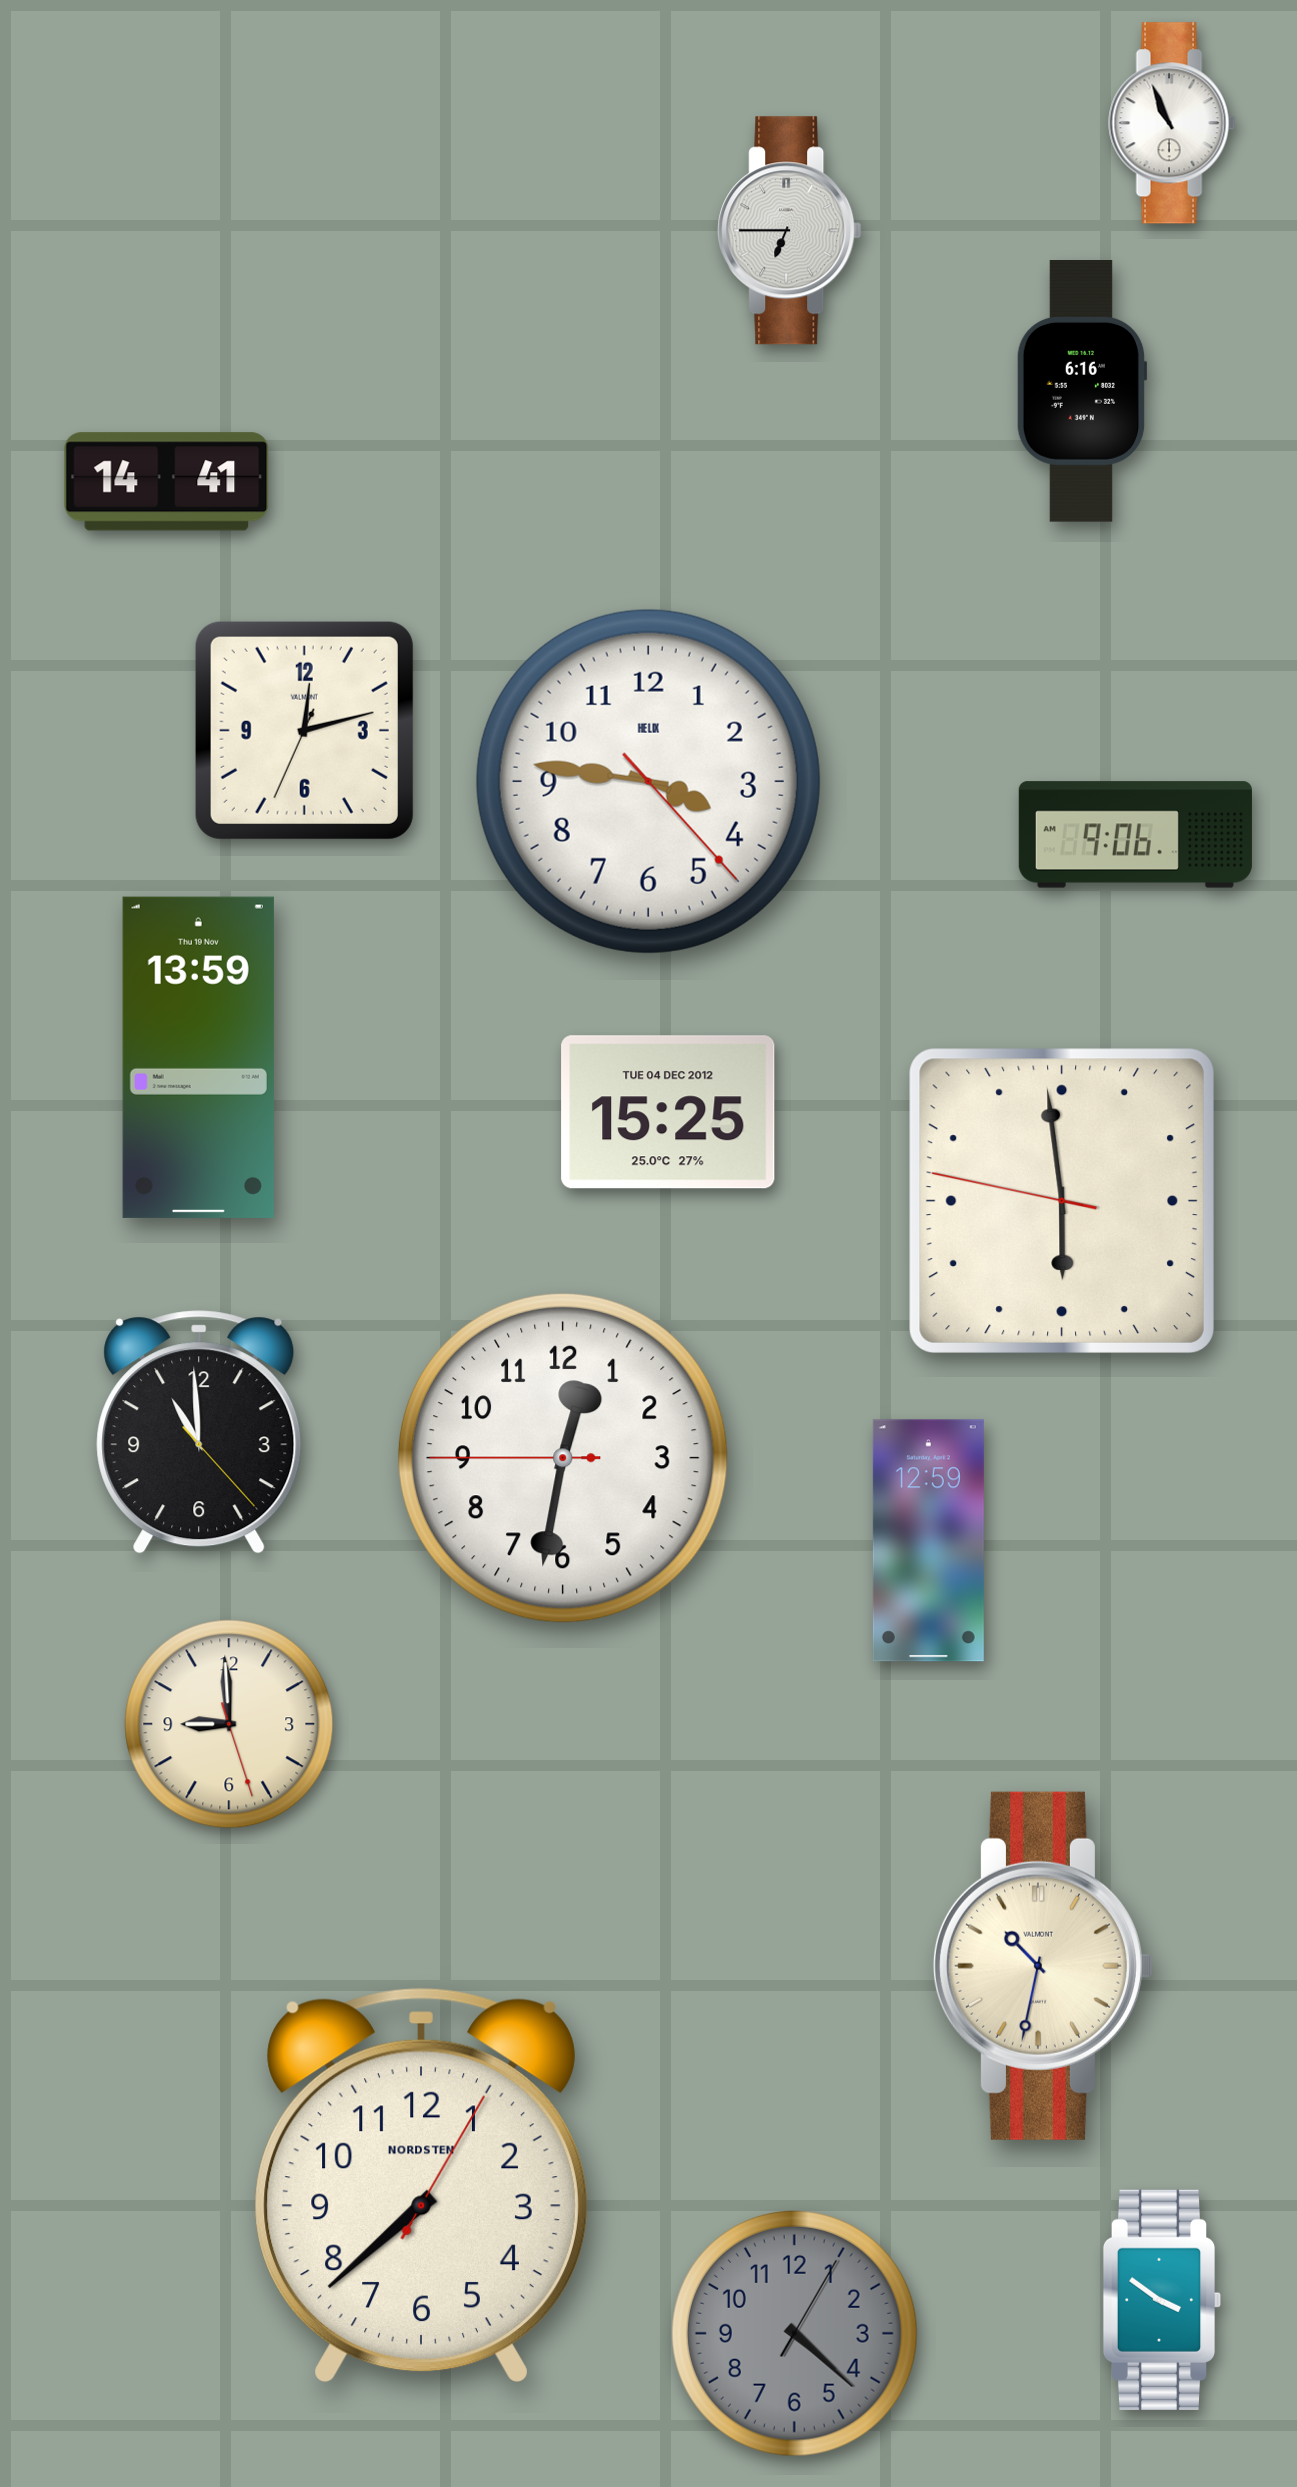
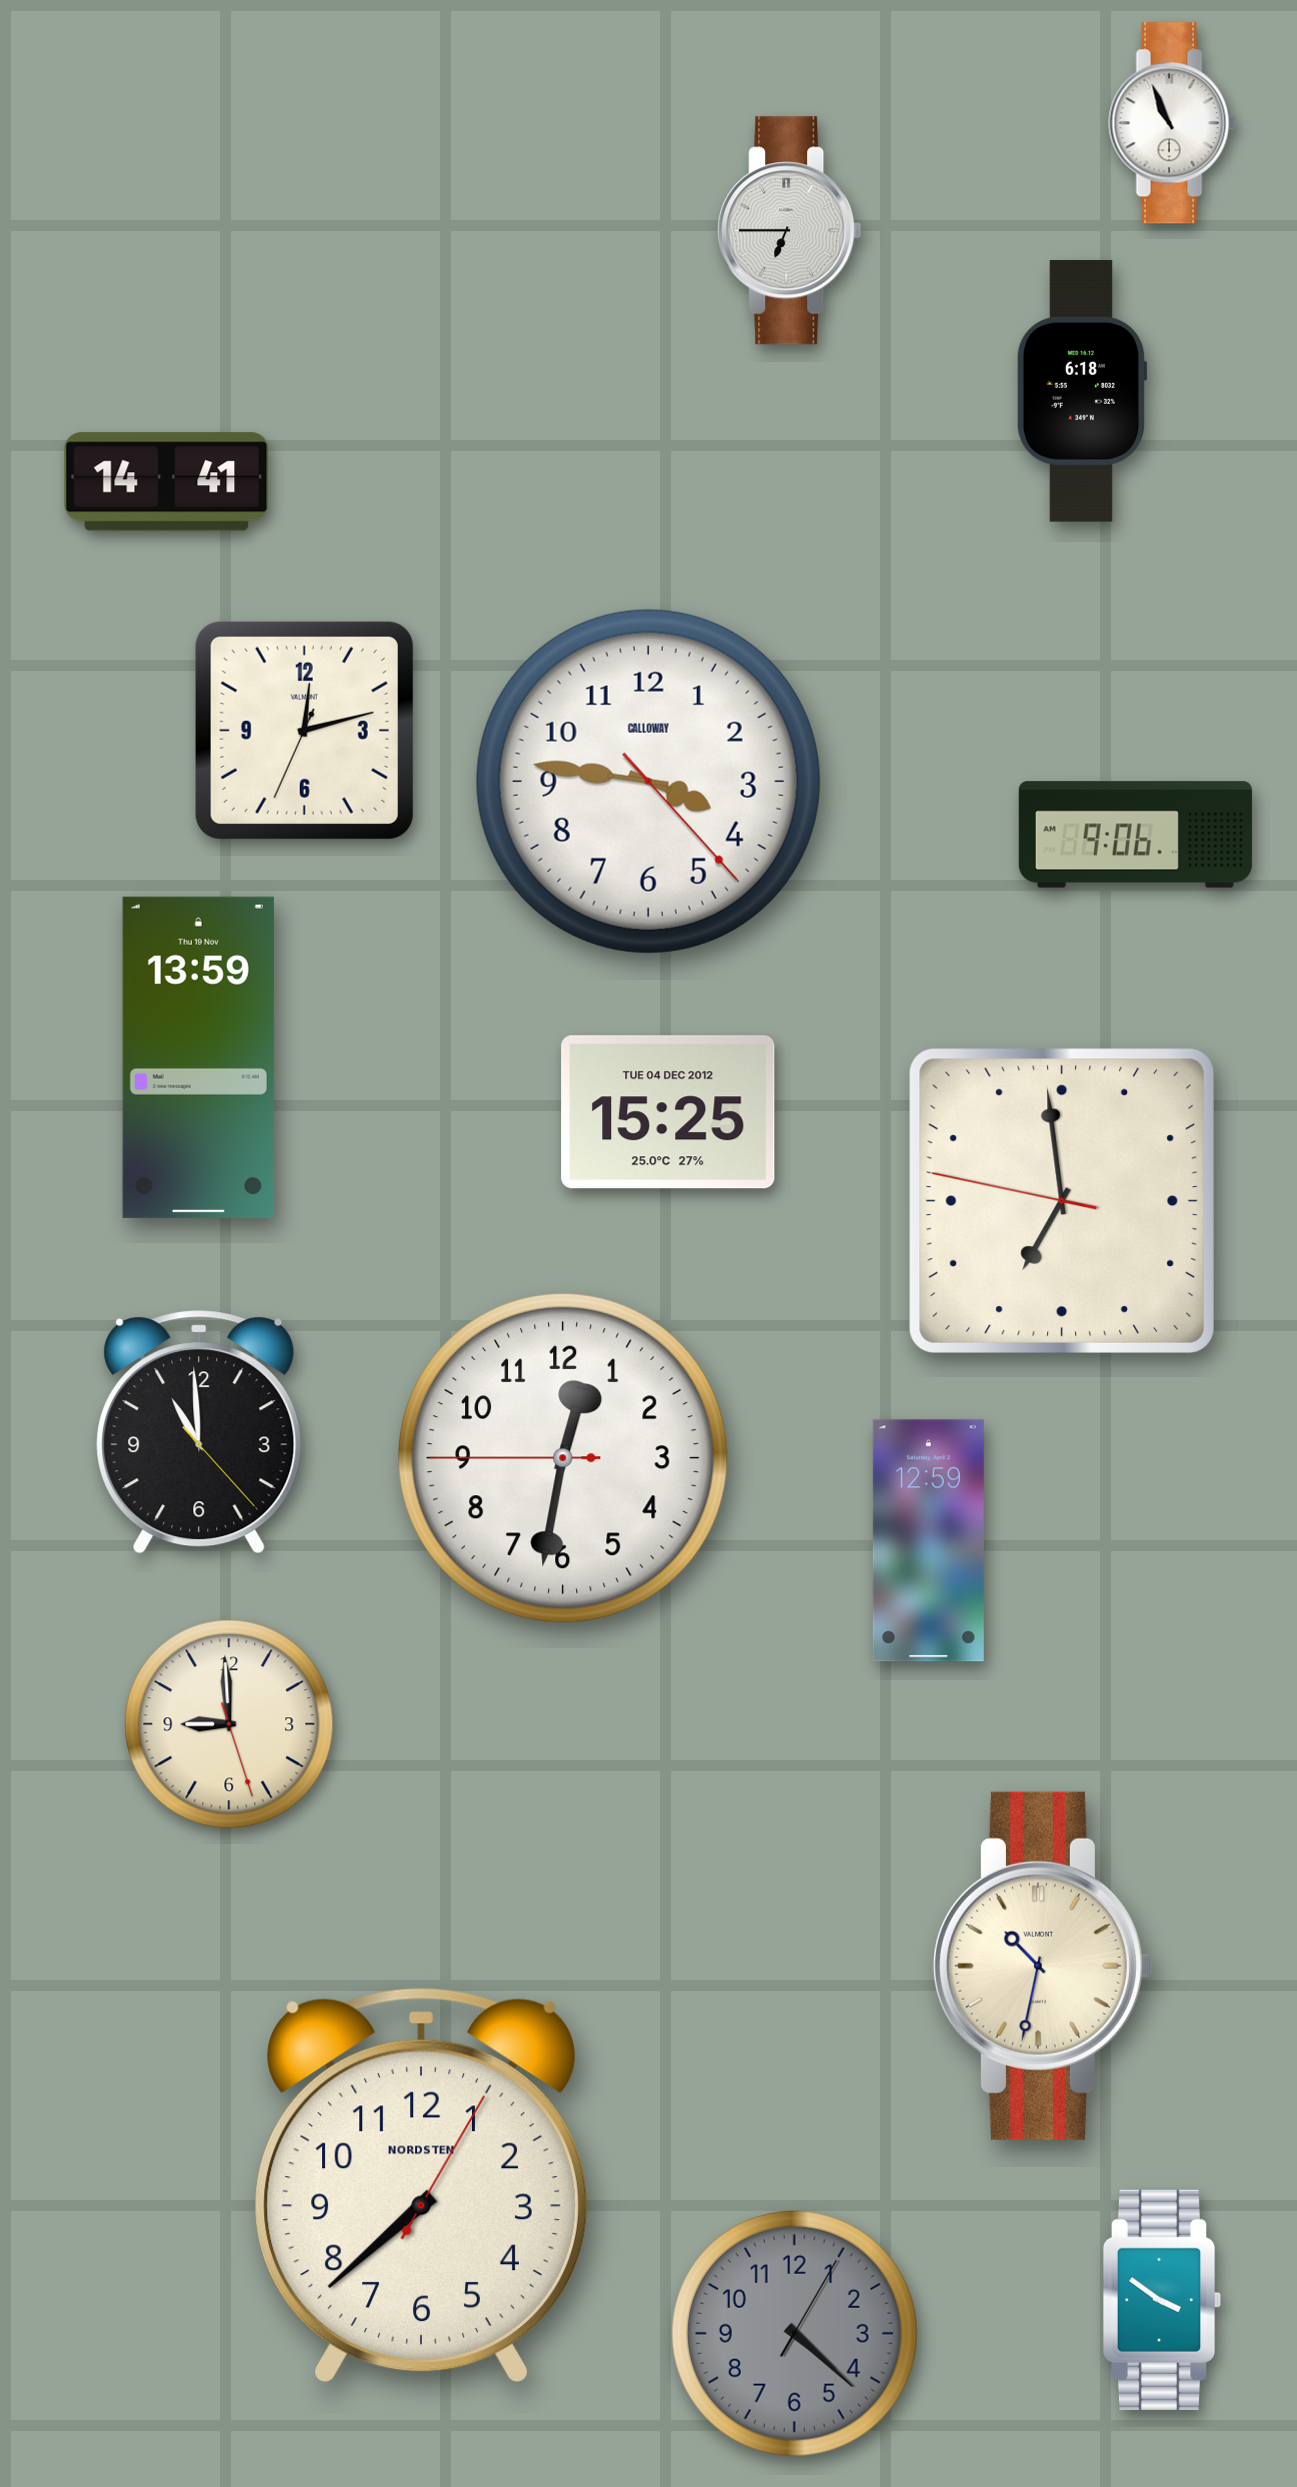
clock at (1082, 392): 6:16 -> 6:18
clock at (648, 781) brand: HELIX -> CALLOWAY
clock at (1062, 1201): 5:58 -> 6:58
